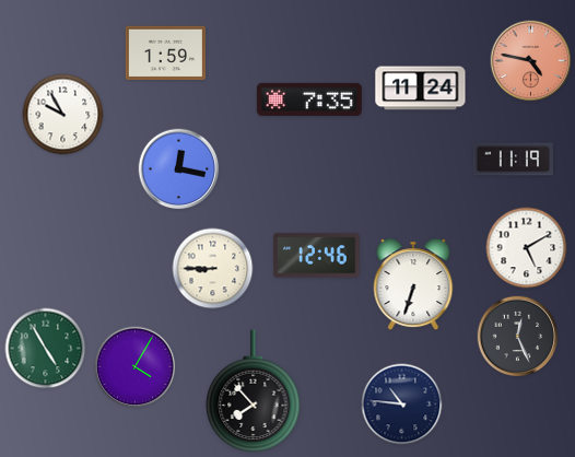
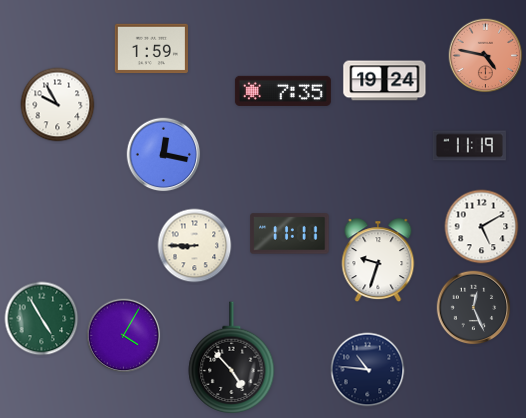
clock at (421, 89): 11:24 -> 19:24
clock at (317, 256): 12:46 -> 11:11
clock at (413, 285): 6:33 -> 9:33
clock at (254, 391): 7:53 -> 4:53
